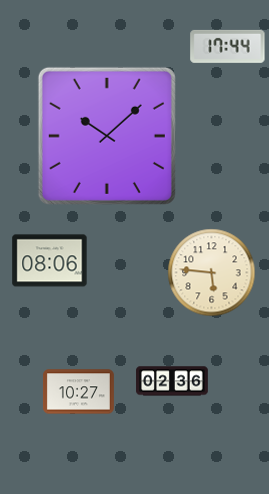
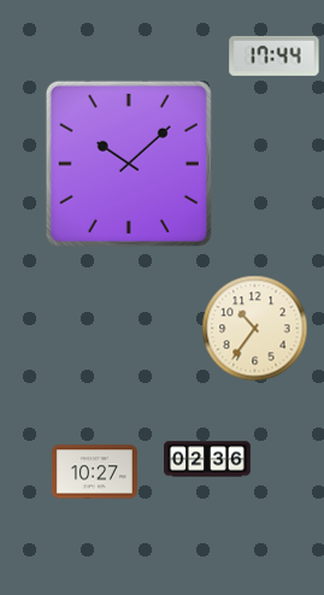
clock at (50, 261): 08:06 -> none
clock at (212, 273): 5:46 -> 10:36
